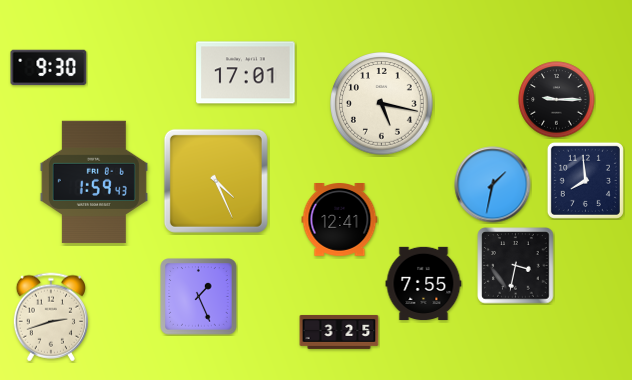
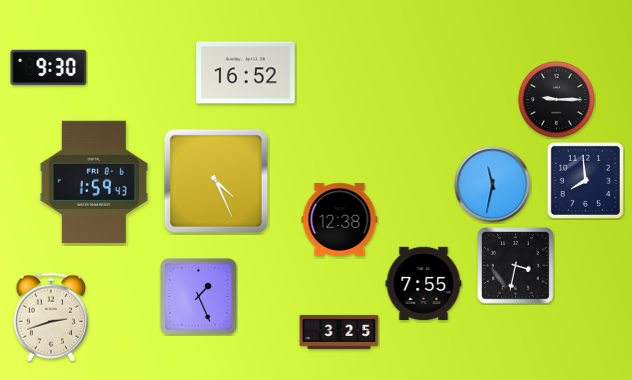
clock at (246, 73): 17:01 -> 16:52
clock at (382, 104): 5:17 -> none
clock at (493, 185): 1:32 -> 11:32
clock at (340, 220): 12:41 -> 12:38
